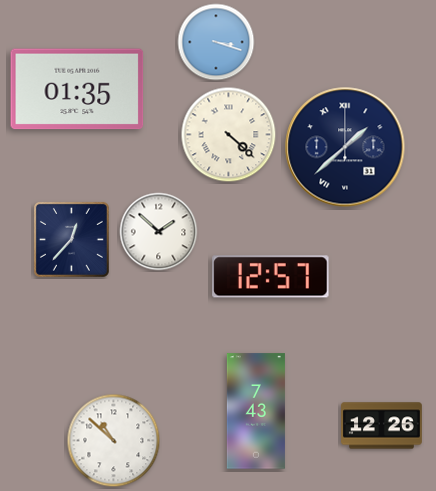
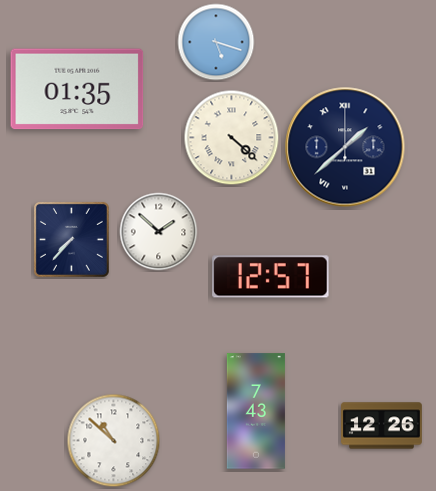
clock at (216, 42): 3:18 -> 5:18
clock at (229, 135) position: (229, 135) -> (232, 138)
clock at (71, 239): 12:37 -> 7:37
